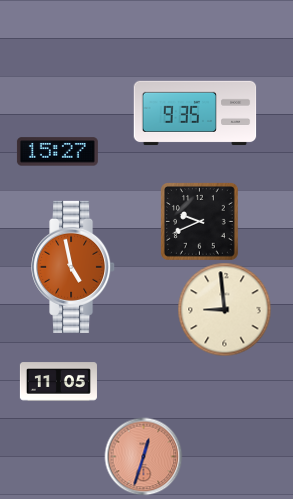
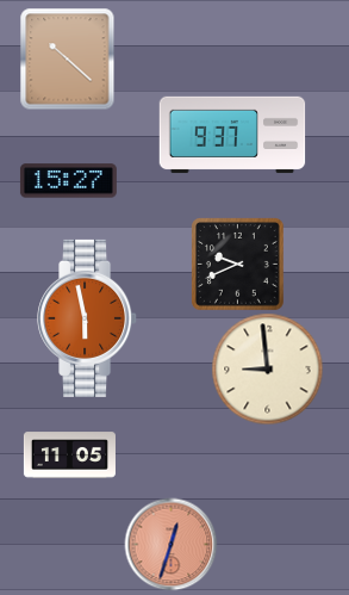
clock at (68, 58): none -> 10:22
clock at (195, 113): 9:35 -> 9:37
clock at (74, 267): 4:58 -> 5:58
